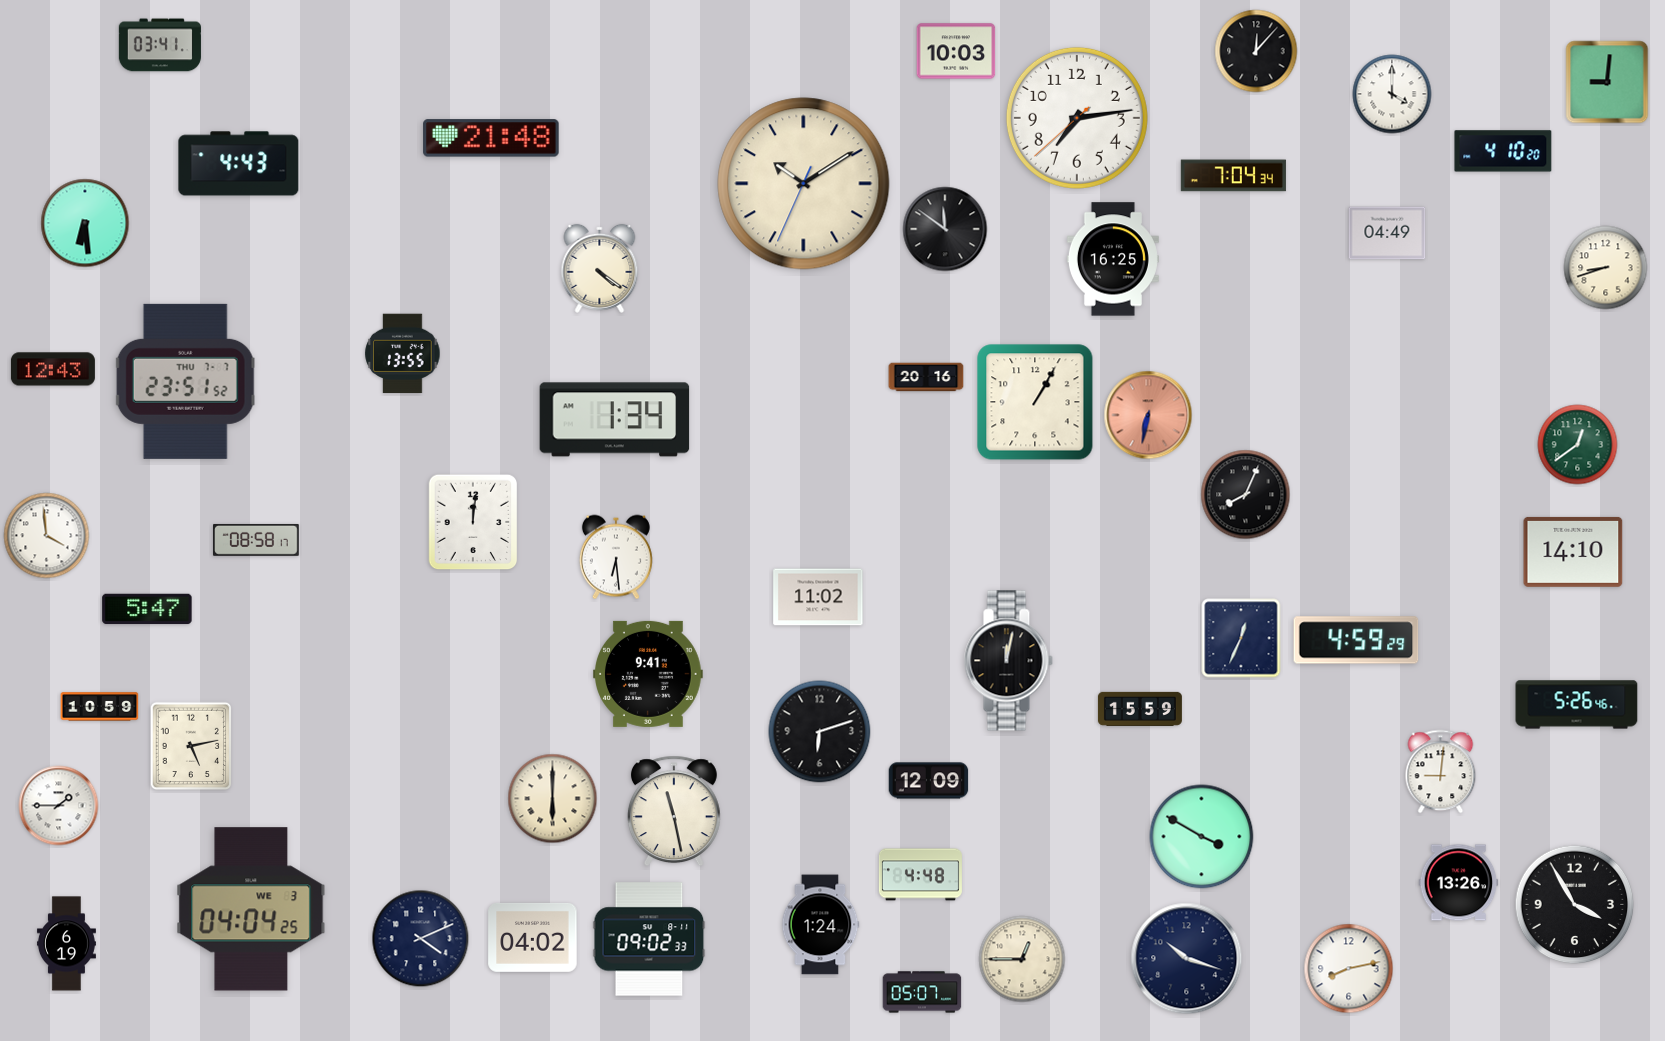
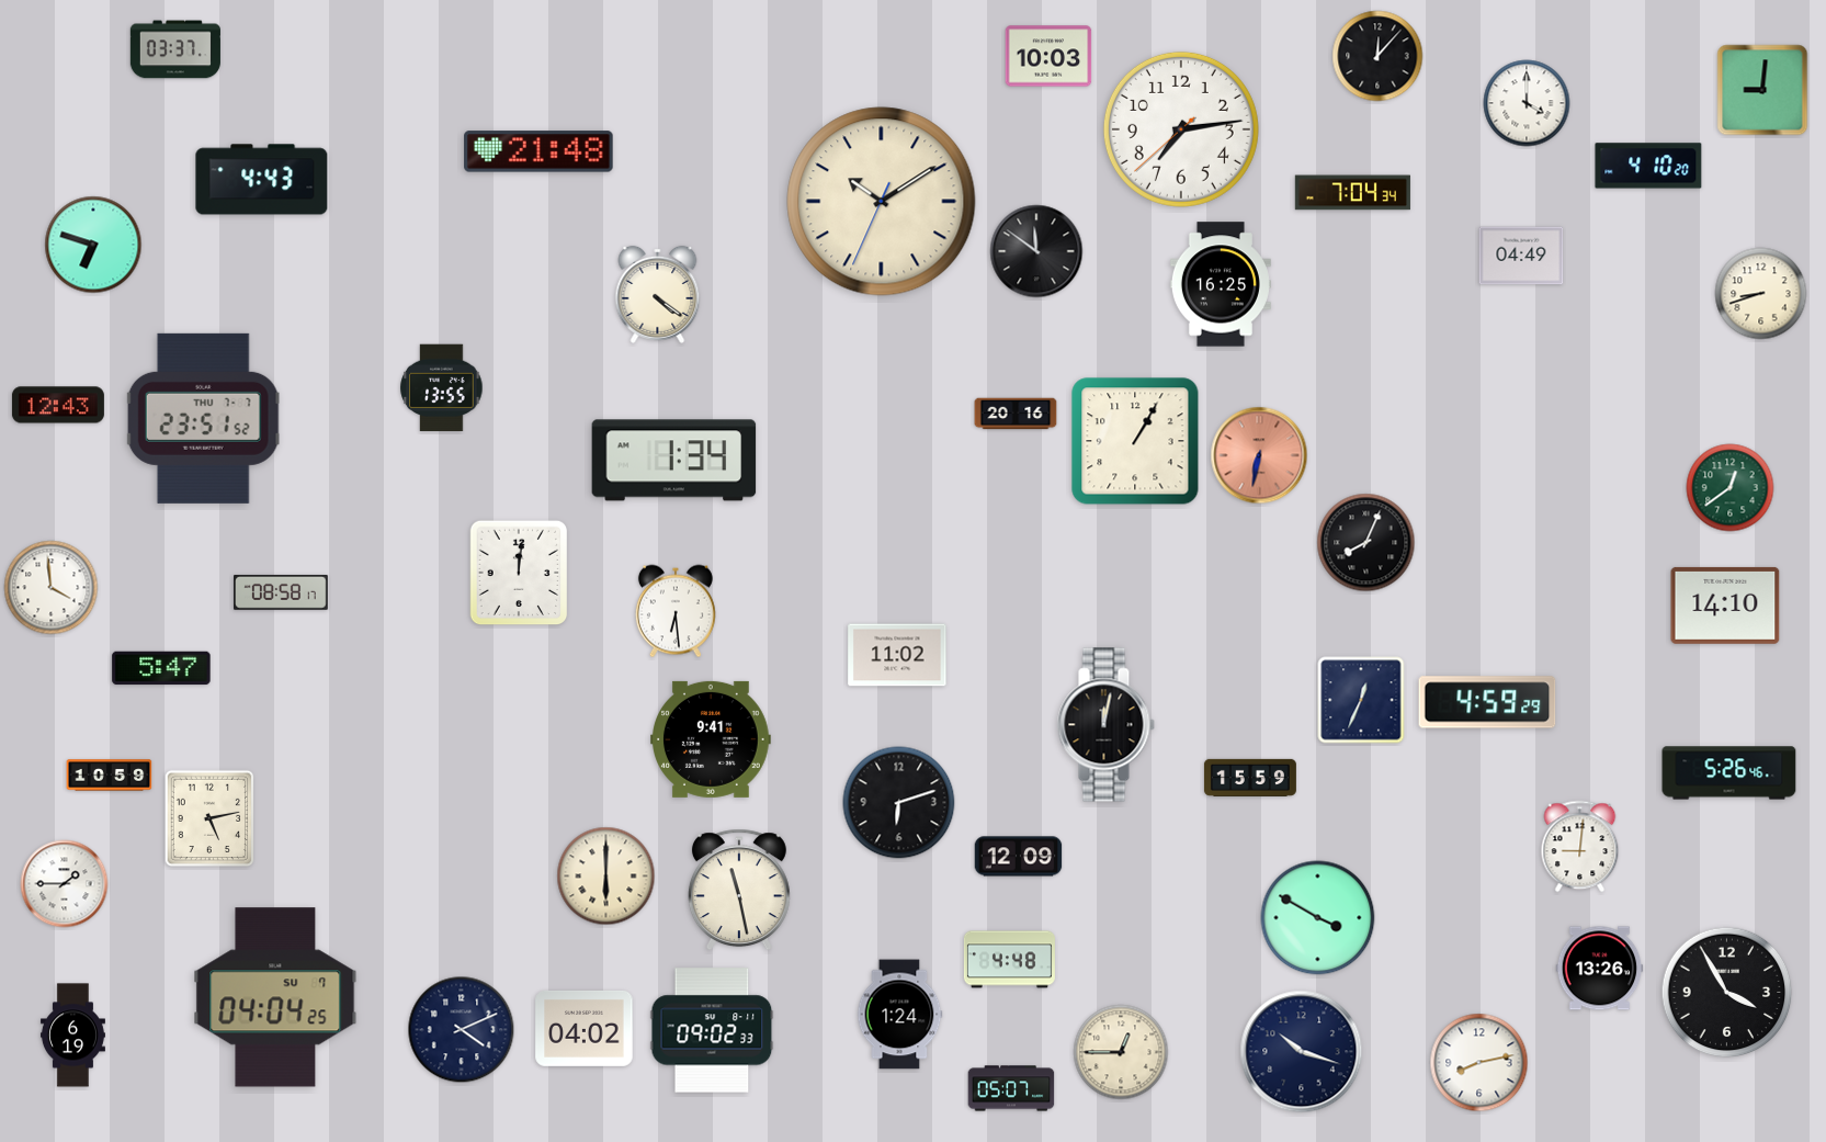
clock at (160, 45): 03:41 -> 03:37
clock at (85, 223): 6:29 -> 6:48
clock at (251, 909) date: WE 3 -> SU 7
